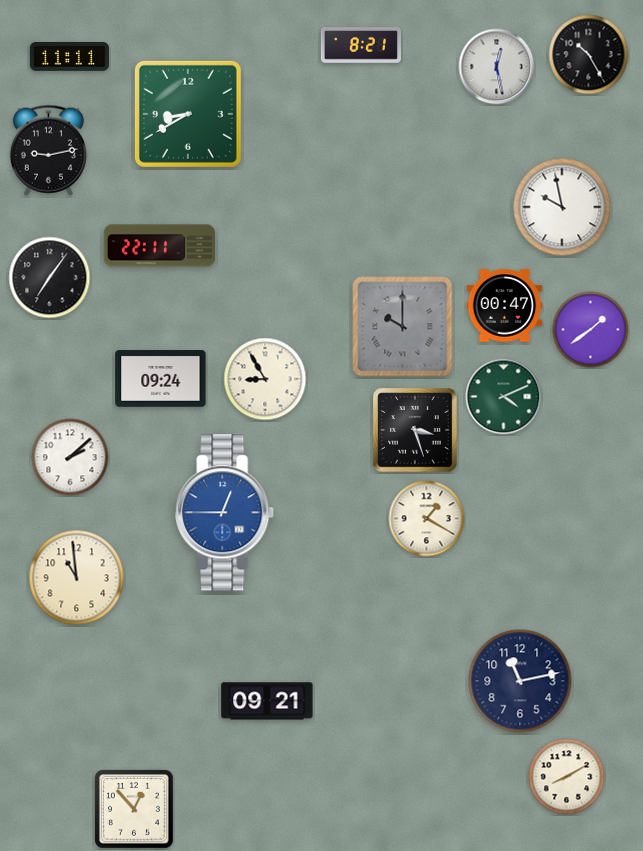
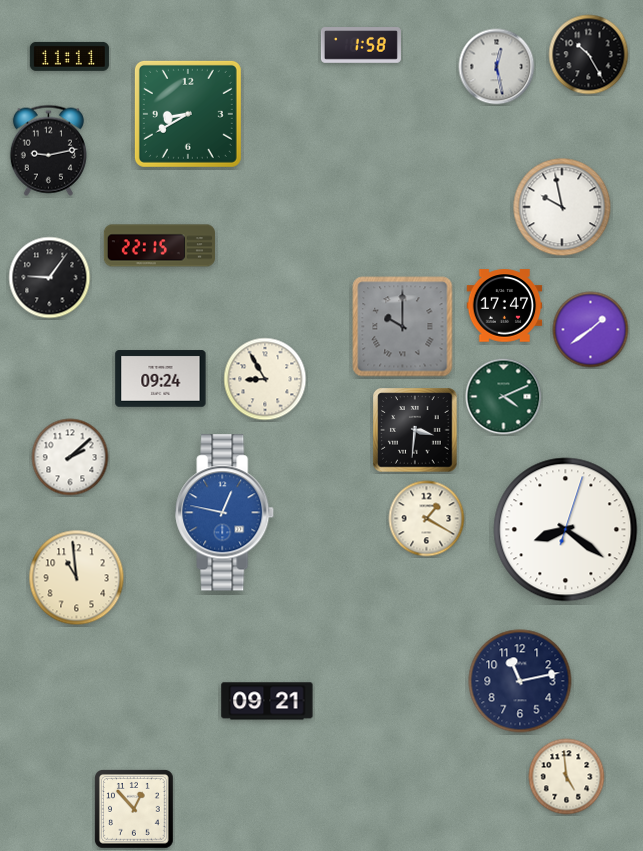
clock at (361, 46): 8:21 -> 1:58
clock at (159, 246): 22:11 -> 22:15
clock at (50, 278): 7:06 -> 9:06
clock at (505, 306): 00:47 -> 17:47
clock at (415, 430): 3:27 -> 3:31
clock at (225, 513): 12:45 -> 12:47
clock at (566, 530): none -> 8:21
clock at (567, 777): 8:10 -> 4:59
